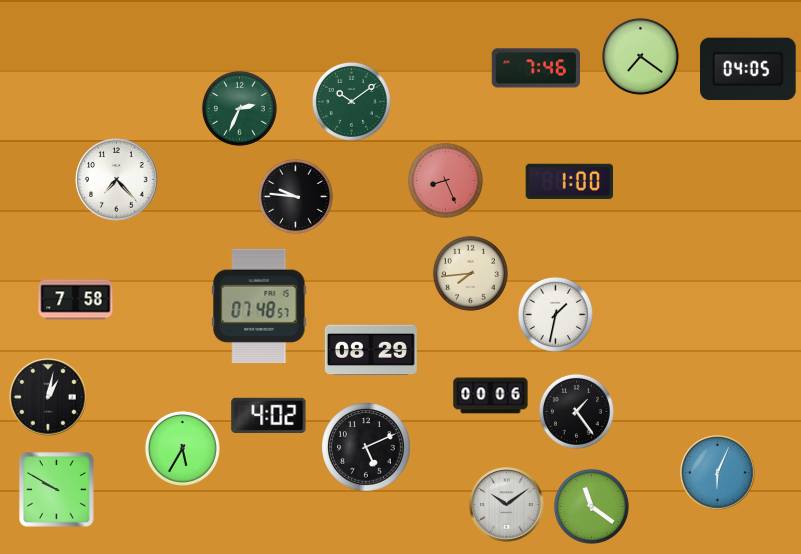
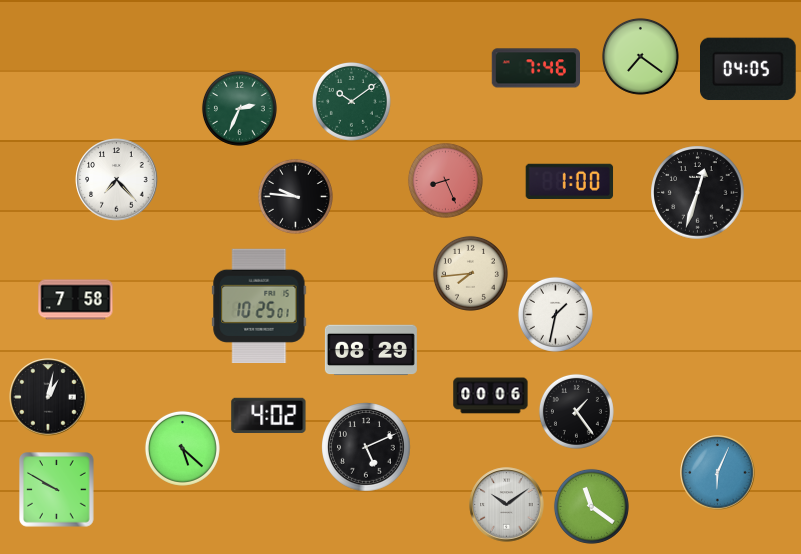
clock at (698, 193): none -> 12:33
clock at (259, 305): 07:48 -> 10:25
clock at (182, 448): 5:35 -> 5:22
